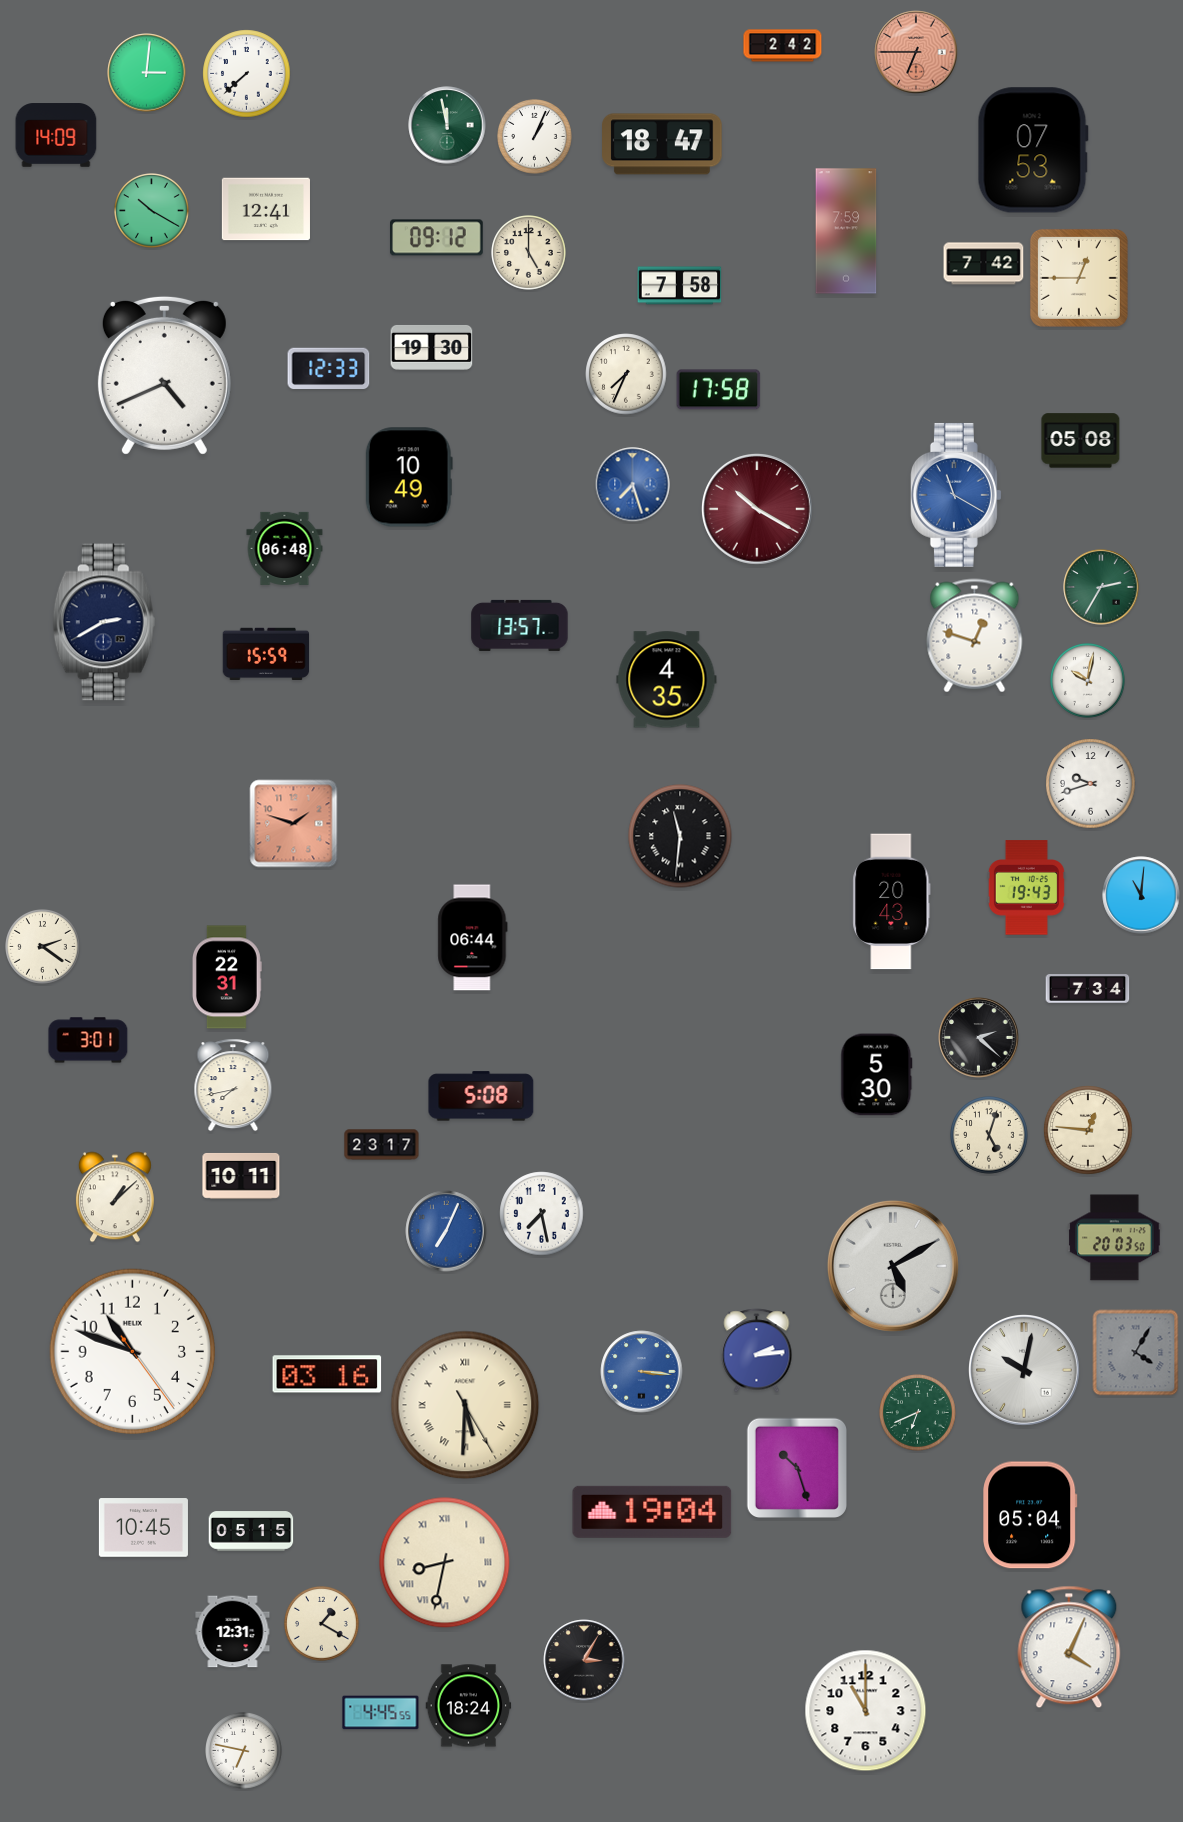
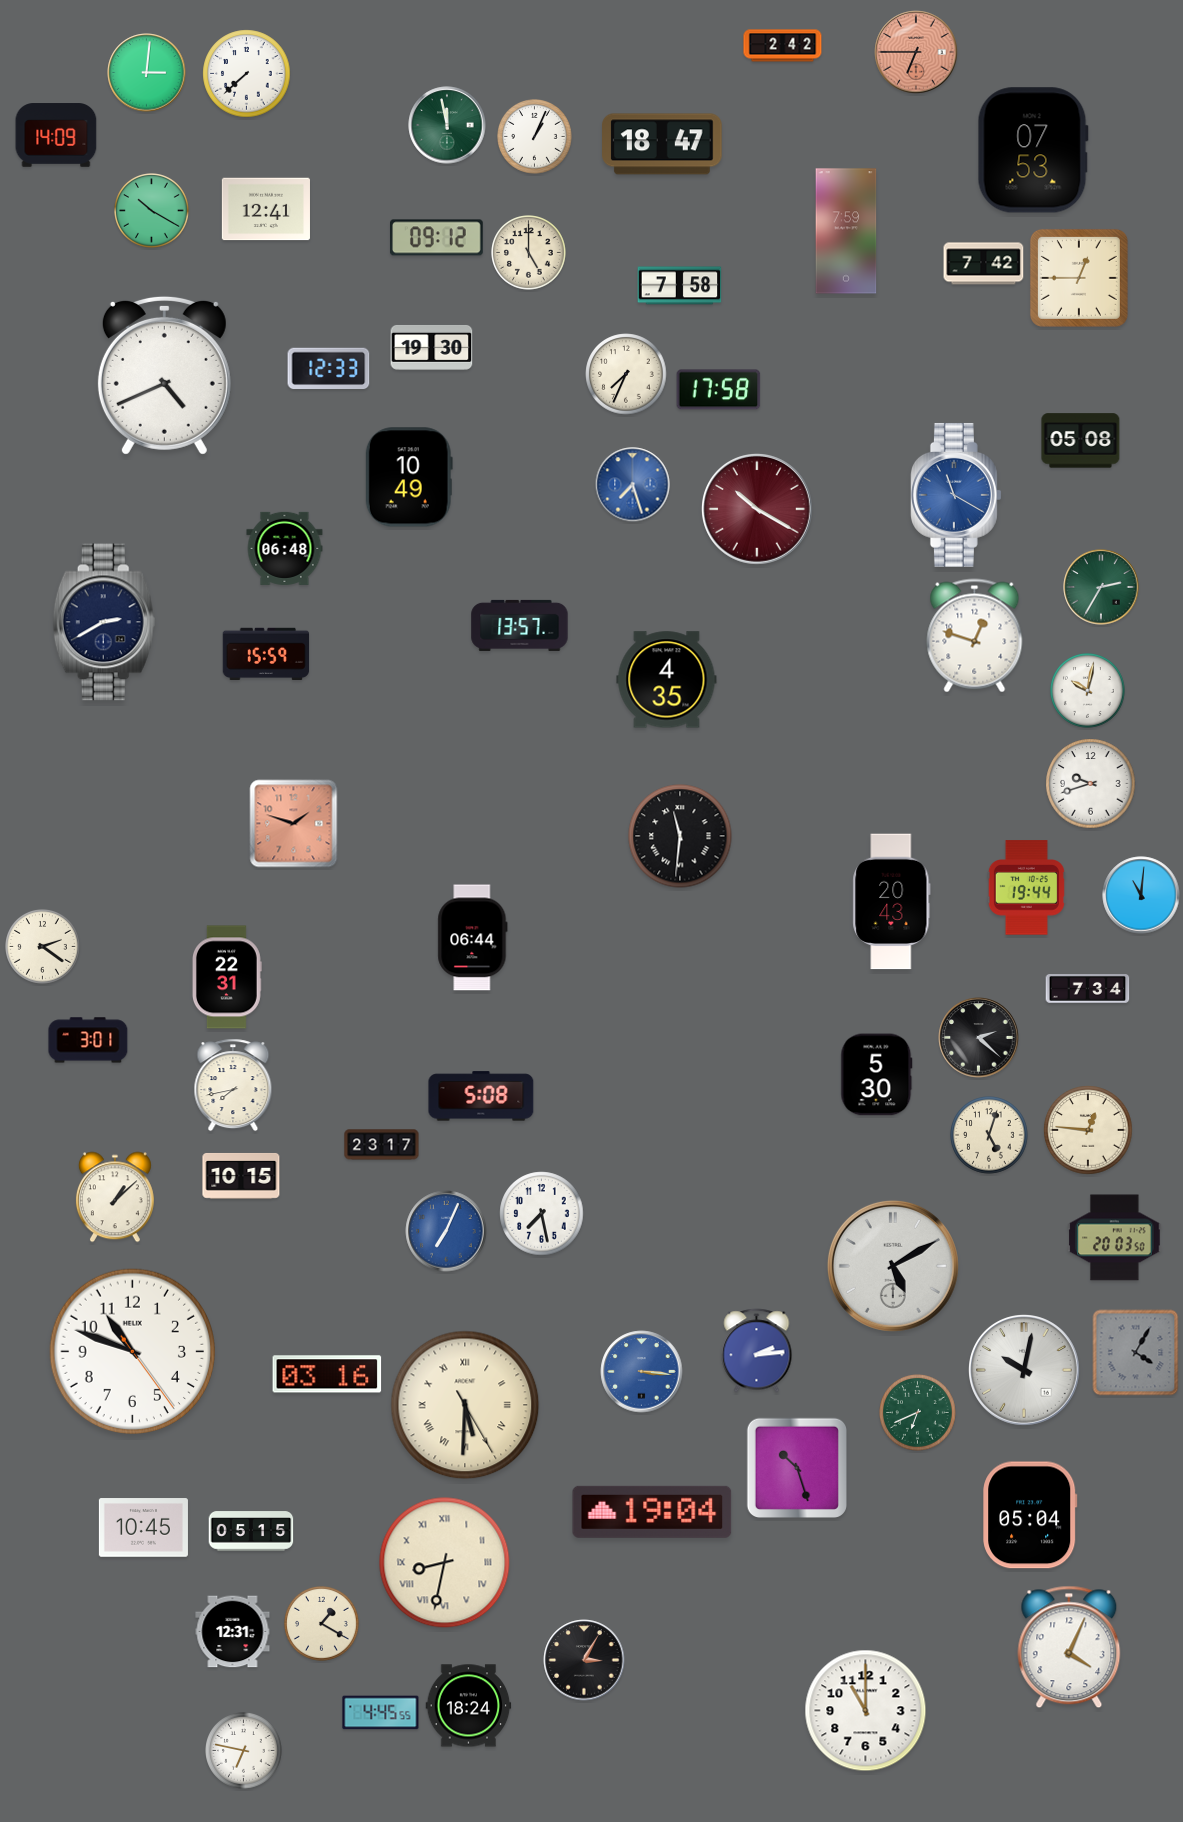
clock at (1088, 681) position: (1088, 681) -> (1088, 691)
clock at (1026, 888): 19:43 -> 19:44
clock at (241, 1176): 10:11 -> 10:15
